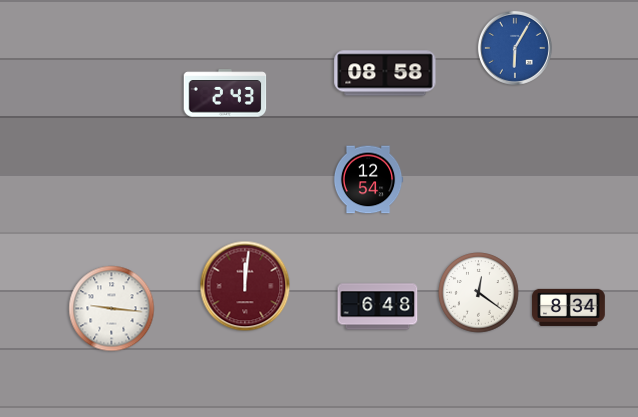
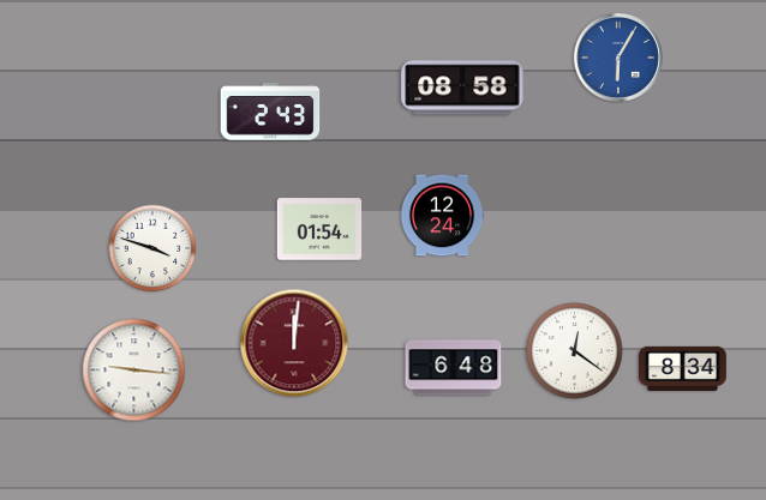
clock at (368, 180): 12:54 -> 12:24
clock at (319, 229): none -> 01:54
clock at (152, 248): none -> 3:48
